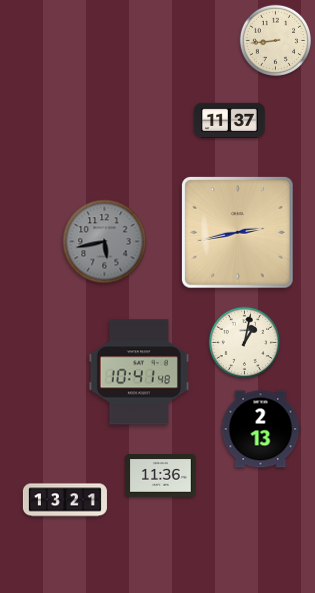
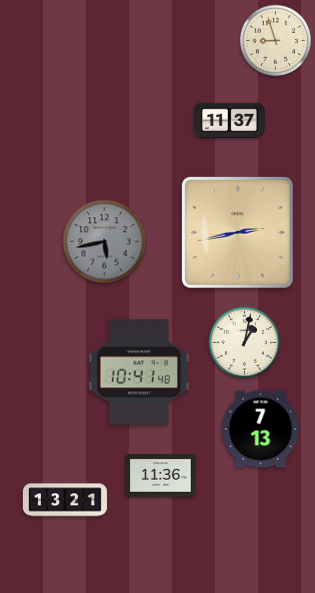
clock at (275, 40): 8:44 -> 8:57
clock at (261, 429): 2:13 -> 7:13
